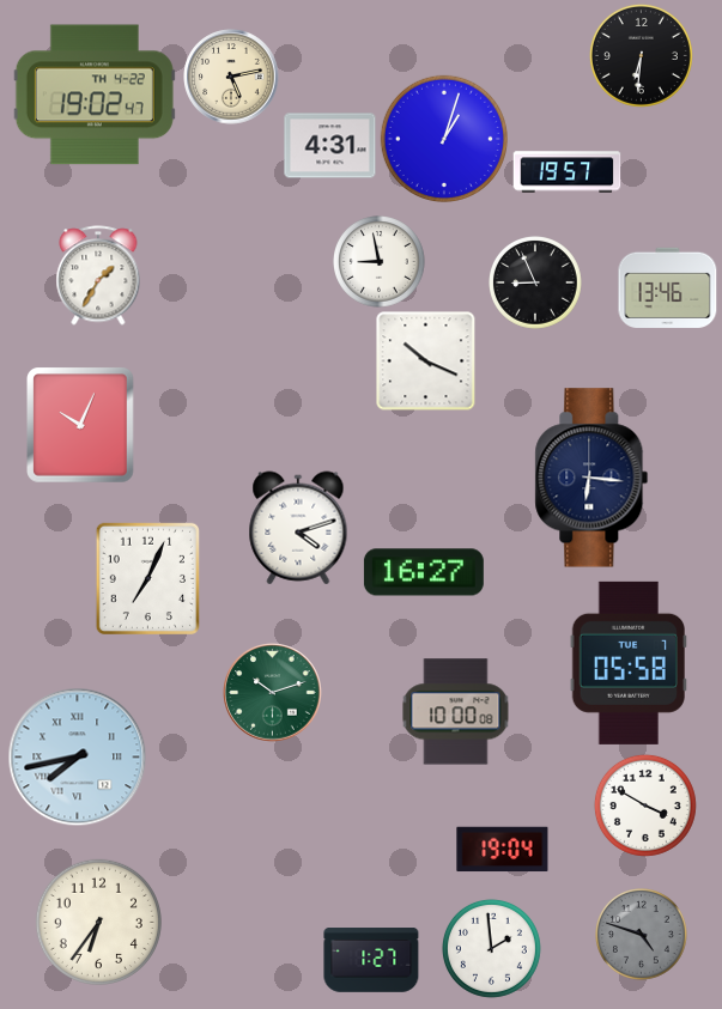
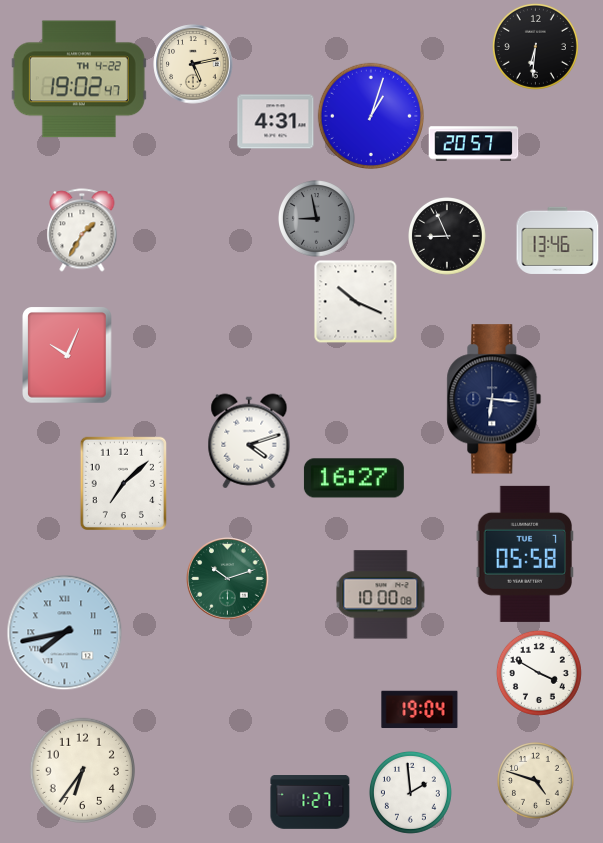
clock at (568, 172): 19:57 -> 20:57
clock at (380, 262) dial: white -> grey
clock at (147, 578): 7:04 -> 7:08
clock at (642, 935) dial: grey -> cream
